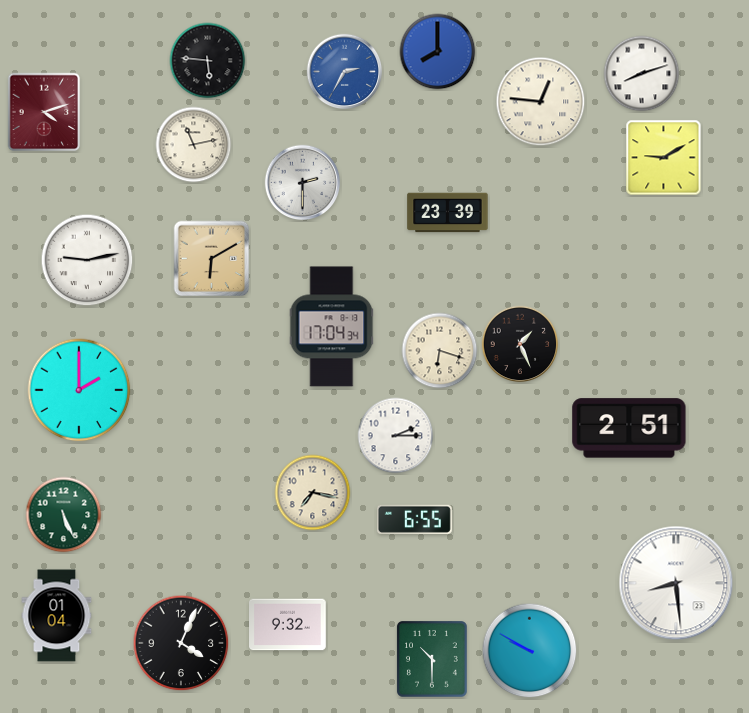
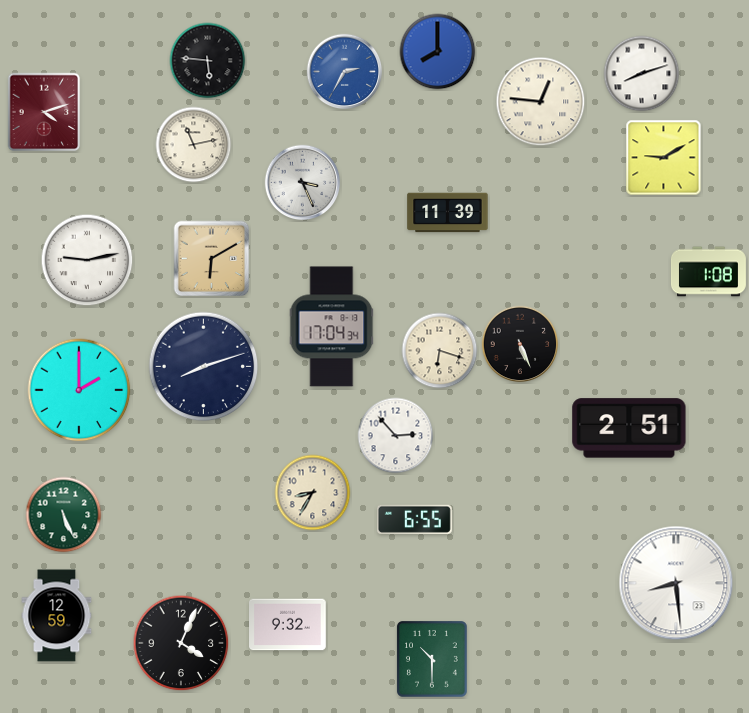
clock at (303, 183): 2:30 -> 3:26
clock at (448, 213): 23:39 -> 11:39
clock at (708, 272): none -> 1:08
clock at (520, 344): 1:26 -> 5:26
clock at (204, 367): none -> 8:12
clock at (396, 436): 2:15 -> 2:53
clock at (313, 493): 7:17 -> 8:35
clock at (57, 616): 01:04 -> 12:59
clock at (530, 651): 9:50 -> none
